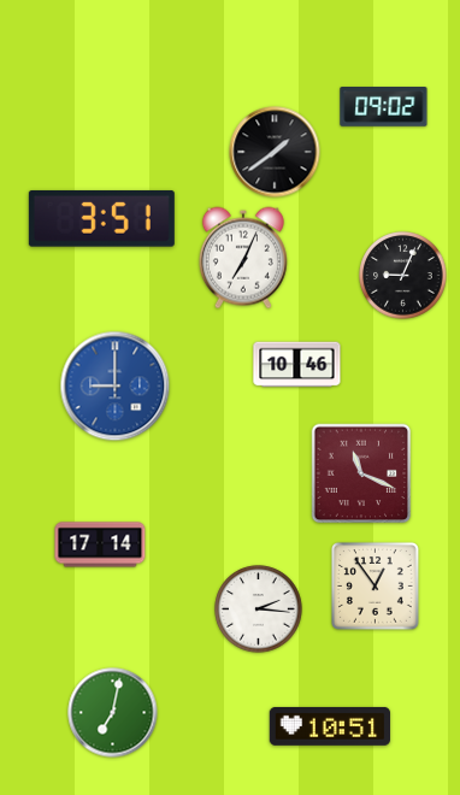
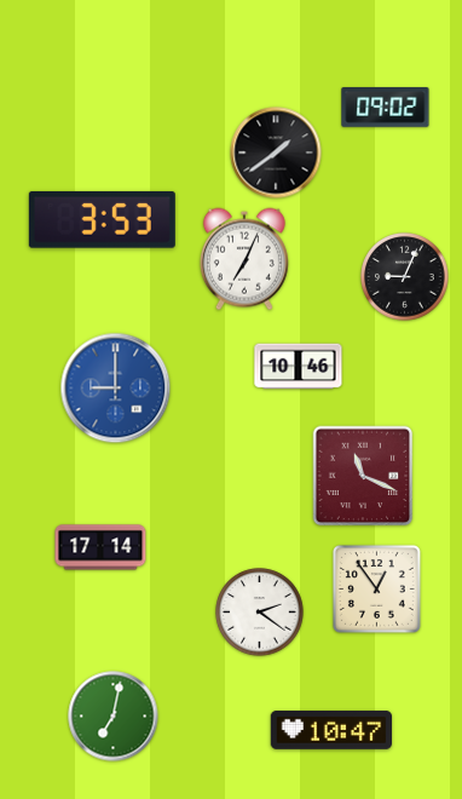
clock at (101, 219): 3:51 -> 3:53
clock at (259, 609): 2:16 -> 2:21
clock at (329, 726): 10:51 -> 10:47
